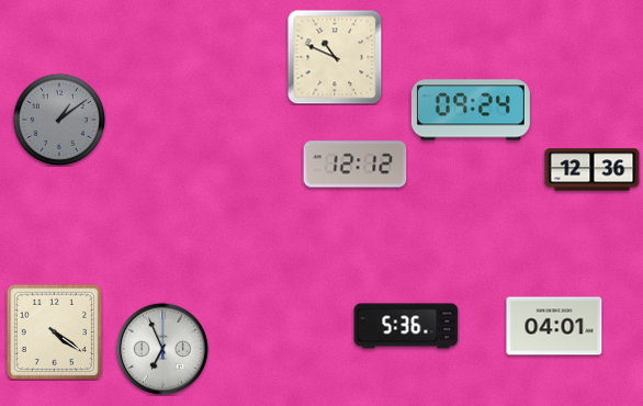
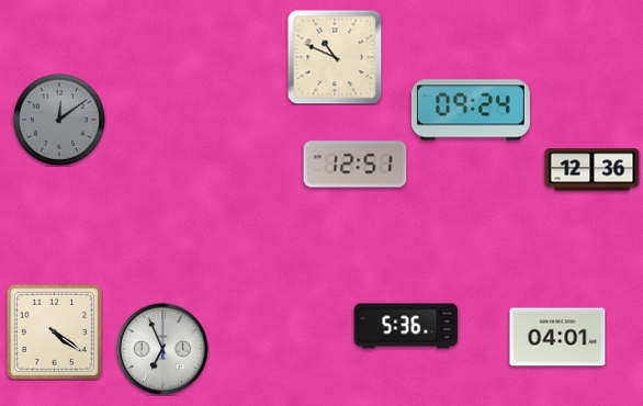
clock at (59, 120): 1:09 -> 12:09
clock at (356, 165): 12:12 -> 12:51
clock at (554, 326) position: (554, 326) -> (557, 337)
